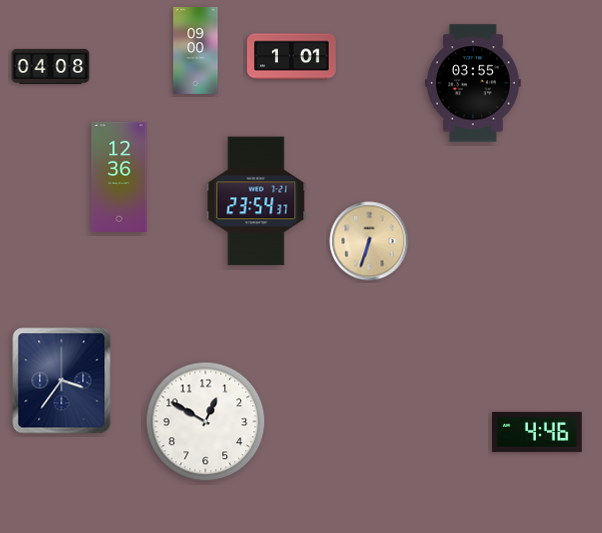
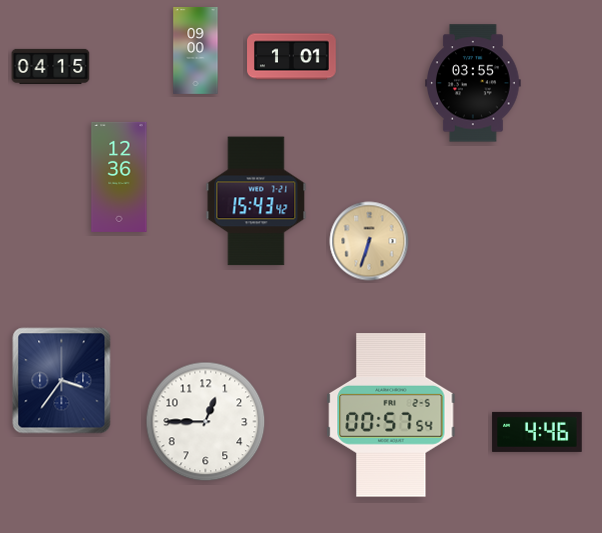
clock at (51, 66): 04:08 -> 04:15
clock at (256, 201): 23:54 -> 15:43
clock at (391, 415): none -> 00:57
clock at (206, 422): 12:50 -> 12:45
